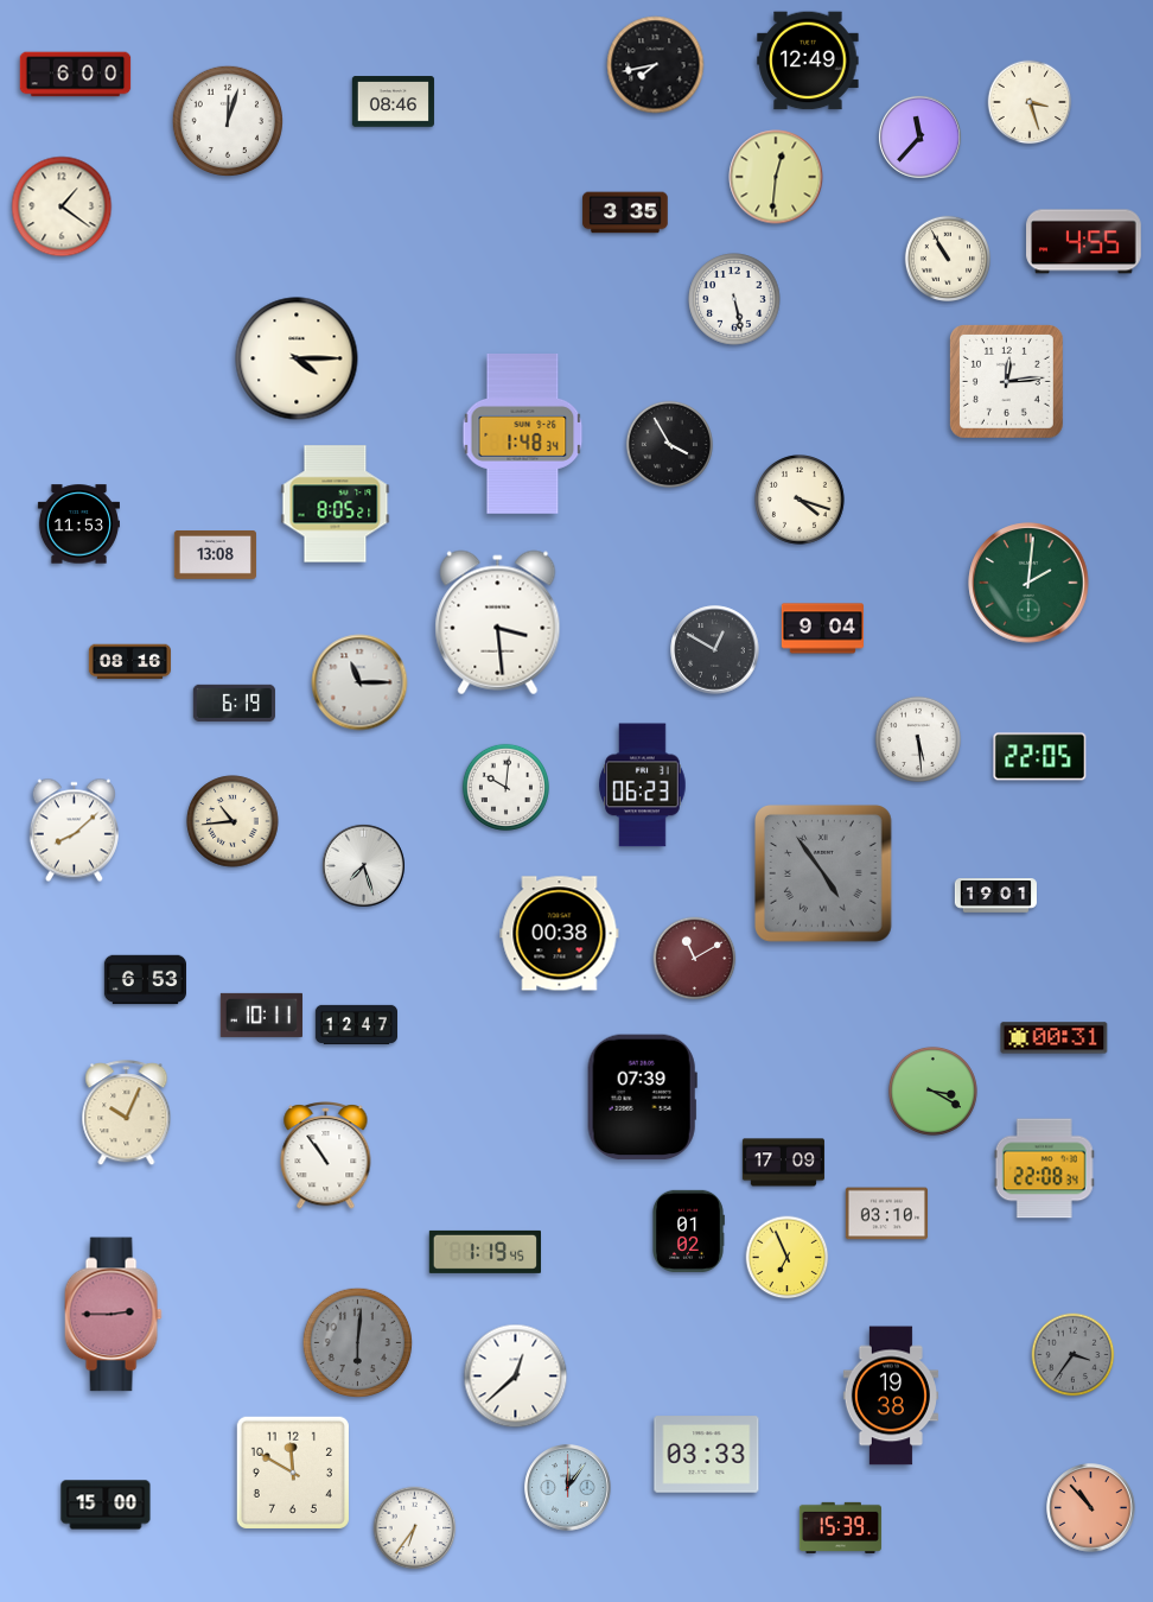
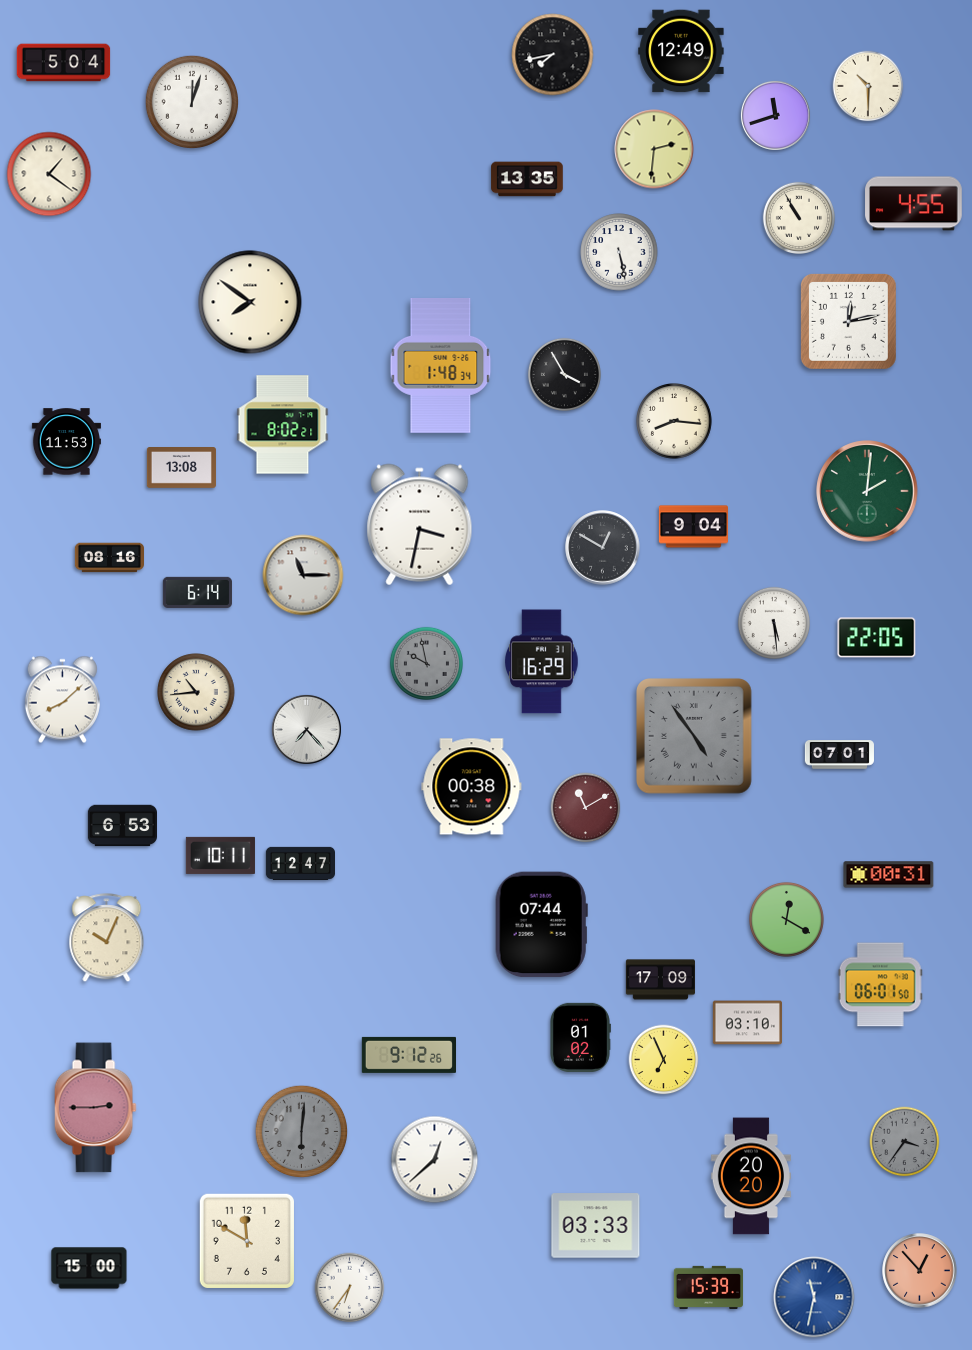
clock at (76, 75): 6:00 -> 5:04
clock at (393, 102): 08:46 -> none
clock at (1030, 102): 3:27 -> 10:30
clock at (919, 136): 11:37 -> 11:42
clock at (776, 177): 12:31 -> 2:31
clock at (62, 206) position: (62, 206) -> (49, 174)
clock at (625, 212): 3:35 -> 13:35
clock at (297, 358): 4:15 -> 7:51
clock at (1006, 381): 12:14 -> 12:13
clock at (801, 501): 4:18 -> 8:16
clock at (336, 504): 8:05 -> 8:02
clock at (498, 623): 3:29 -> 3:32
clock at (822, 629) position: (822, 629) -> (693, 527)
clock at (234, 703): 6:19 -> 6:14
clock at (643, 786): 06:23 -> 16:29
clock at (505, 787): 10:01 -> 9:58
clock at (505, 787) dial: white -> grey
clock at (363, 865): 7:27 -> 7:23
clock at (995, 896): 19:01 -> 07:01
clock at (932, 1091): 3:20 -> 12:20
clock at (642, 1098): 07:39 -> 07:44
clock at (326, 1156): 10:54 -> none
clock at (1044, 1169): 22:08 -> 06:01
clock at (484, 1252): 1:19 -> 9:12
clock at (891, 1396): 19:38 -> 20:20
clock at (568, 1488): 12:06 -> none
clock at (1091, 1508): 10:53 -> 12:53
clock at (814, 1297): none -> 11:32
